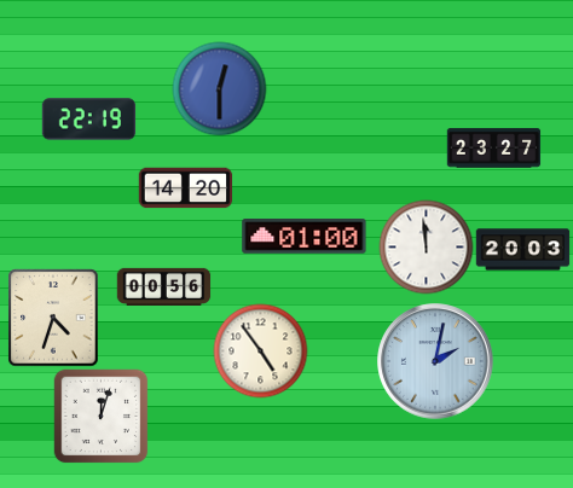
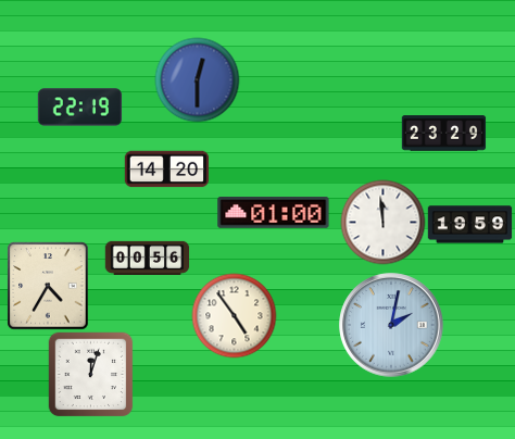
clock at (493, 149): 23:27 -> 23:29
clock at (522, 250): 20:03 -> 19:59
clock at (53, 318): 4:33 -> 4:35
